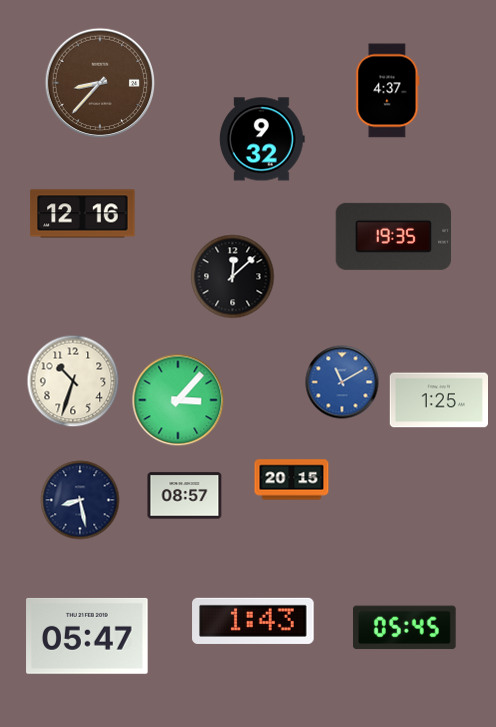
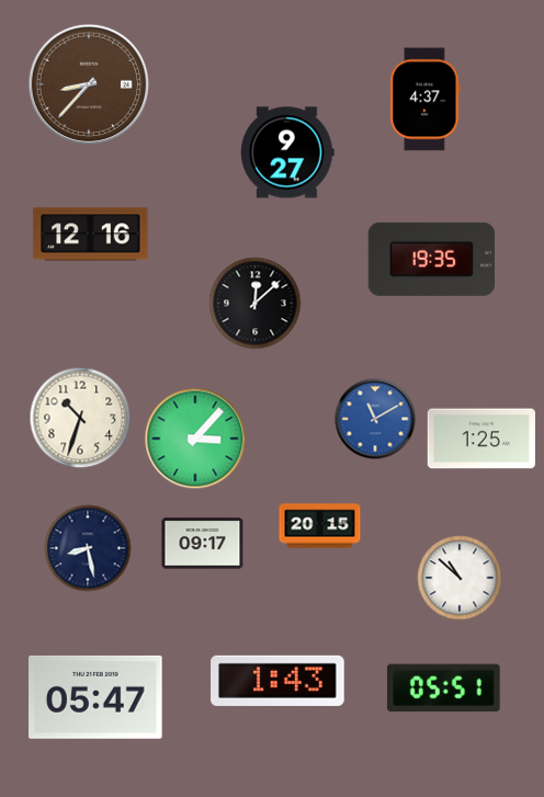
clock at (99, 82) position: (99, 82) -> (88, 83)
clock at (262, 139): 9:32 -> 9:27
clock at (185, 496): 08:57 -> 09:17
clock at (460, 578): none -> 10:52
clock at (404, 628): 05:45 -> 05:51
